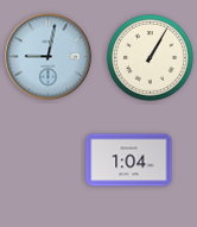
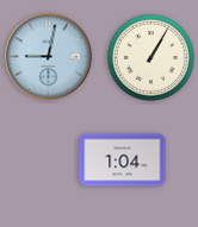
clock at (129, 160) position: (129, 160) -> (123, 160)
